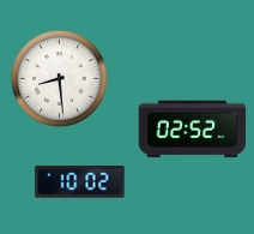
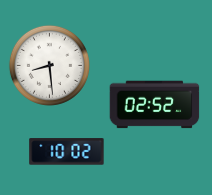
clock at (193, 130) position: (193, 130) -> (155, 105)
